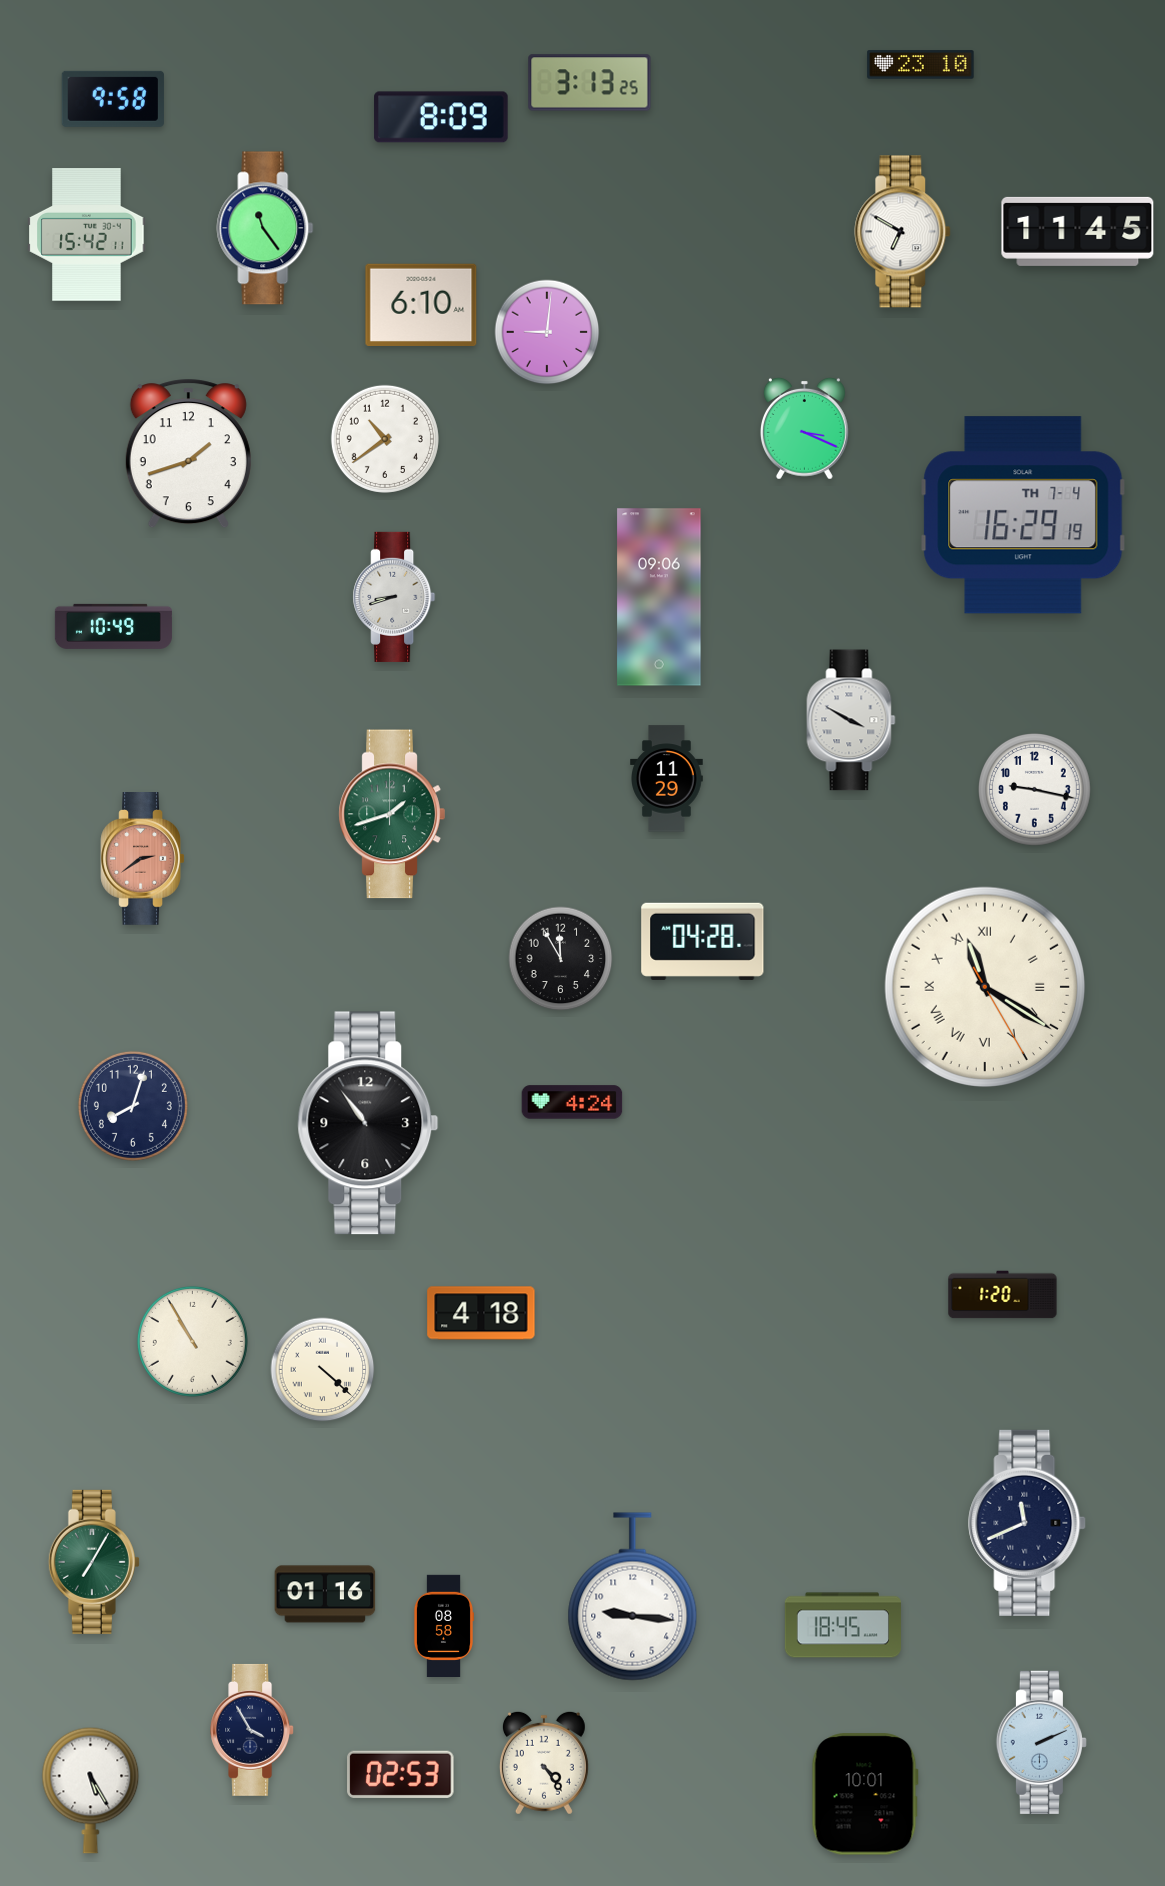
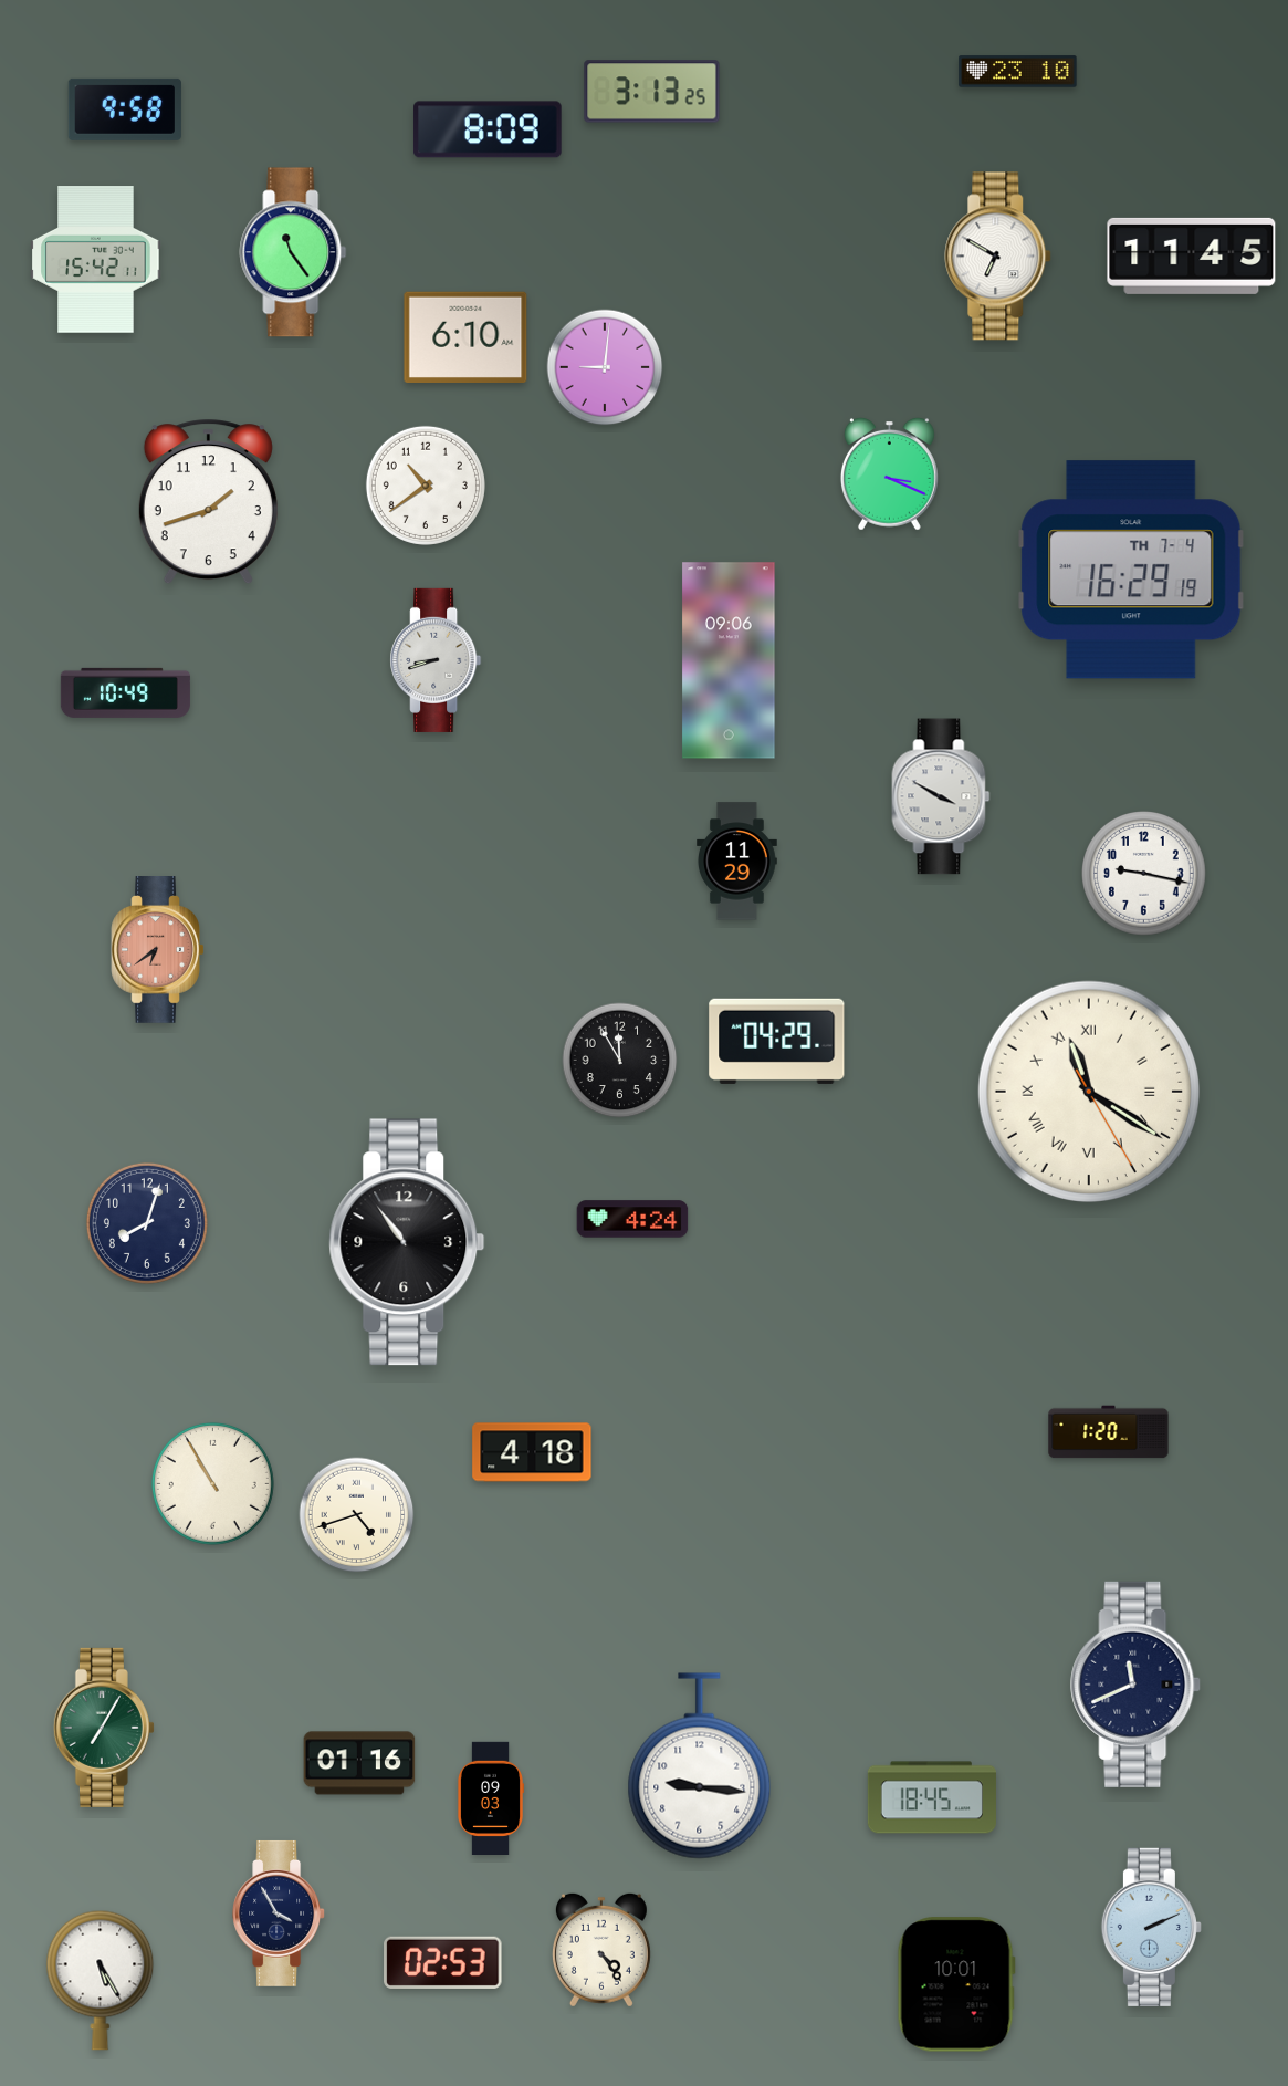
clock at (392, 814): 1:42 -> none
clock at (143, 859): 2:39 -> 6:39
clock at (703, 941): 04:28 -> 04:29
clock at (323, 1370): 4:22 -> 4:42
clock at (443, 1625): 08:58 -> 09:03
